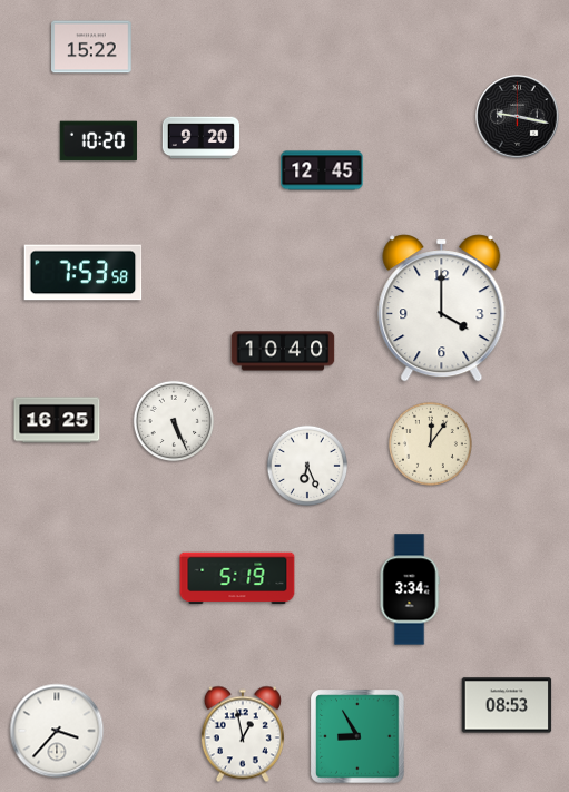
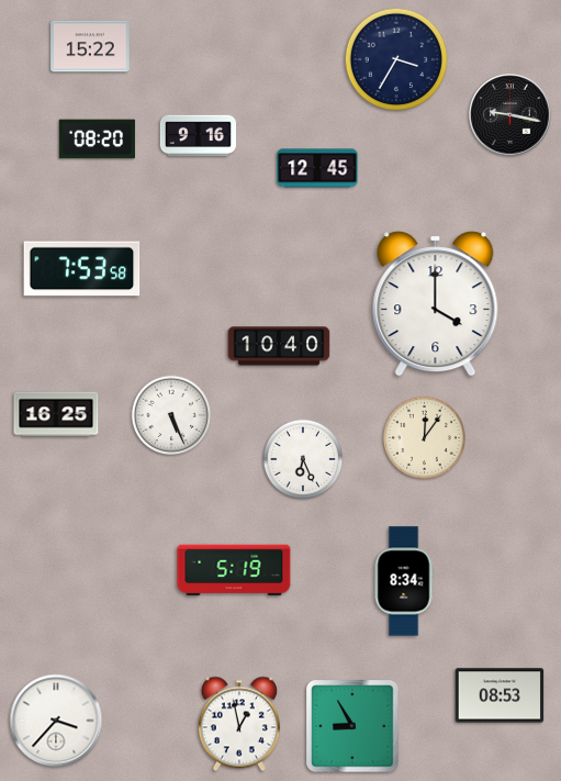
clock at (396, 59): none -> 3:35
clock at (200, 138): 9:20 -> 9:16
clock at (98, 141): 10:20 -> 08:20
clock at (410, 589): 3:34 -> 8:34
